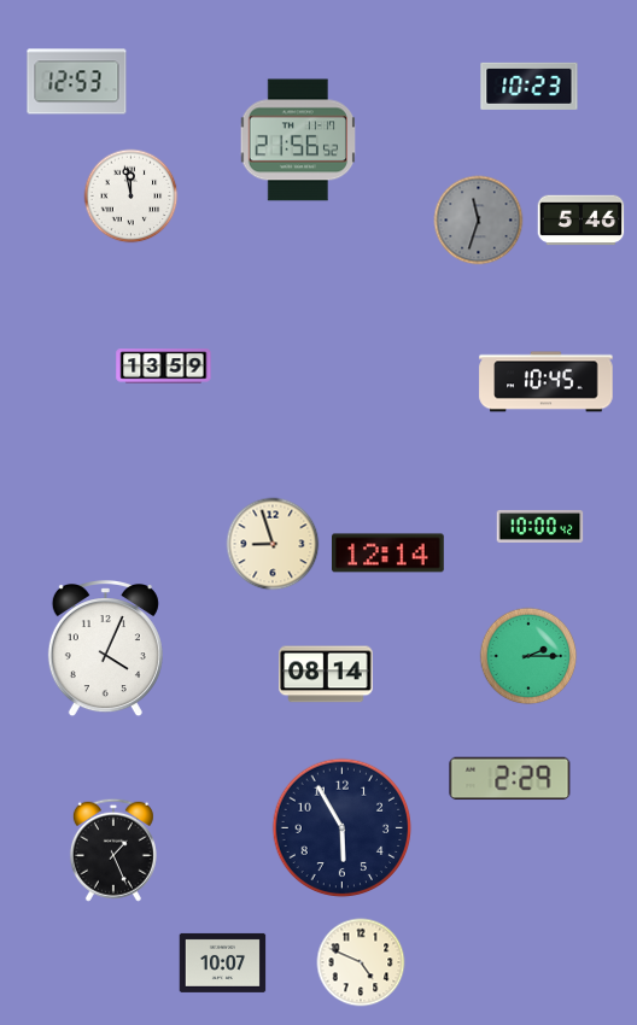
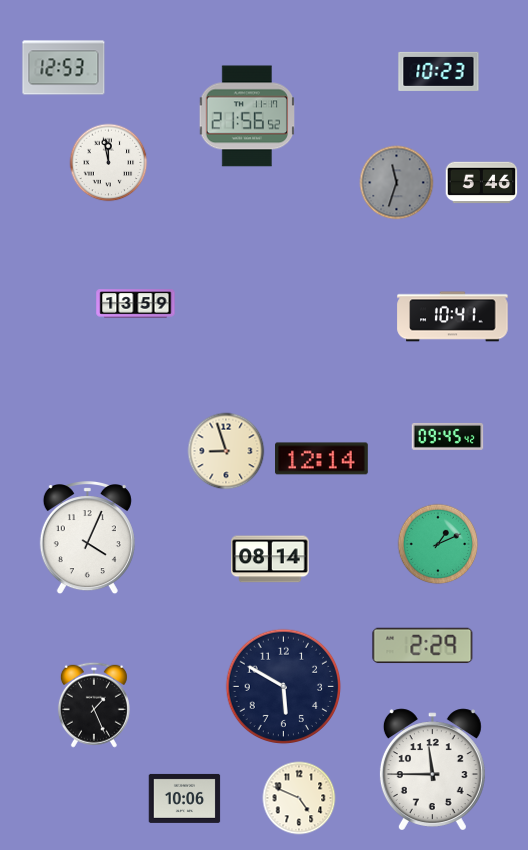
clock at (547, 382): 10:45 -> 10:41
clock at (540, 526): 10:00 -> 09:45
clock at (528, 656): 2:15 -> 1:11
clock at (343, 828): 5:55 -> 5:50
clock at (432, 770): none -> 11:45
clock at (223, 962): 10:07 -> 10:06
